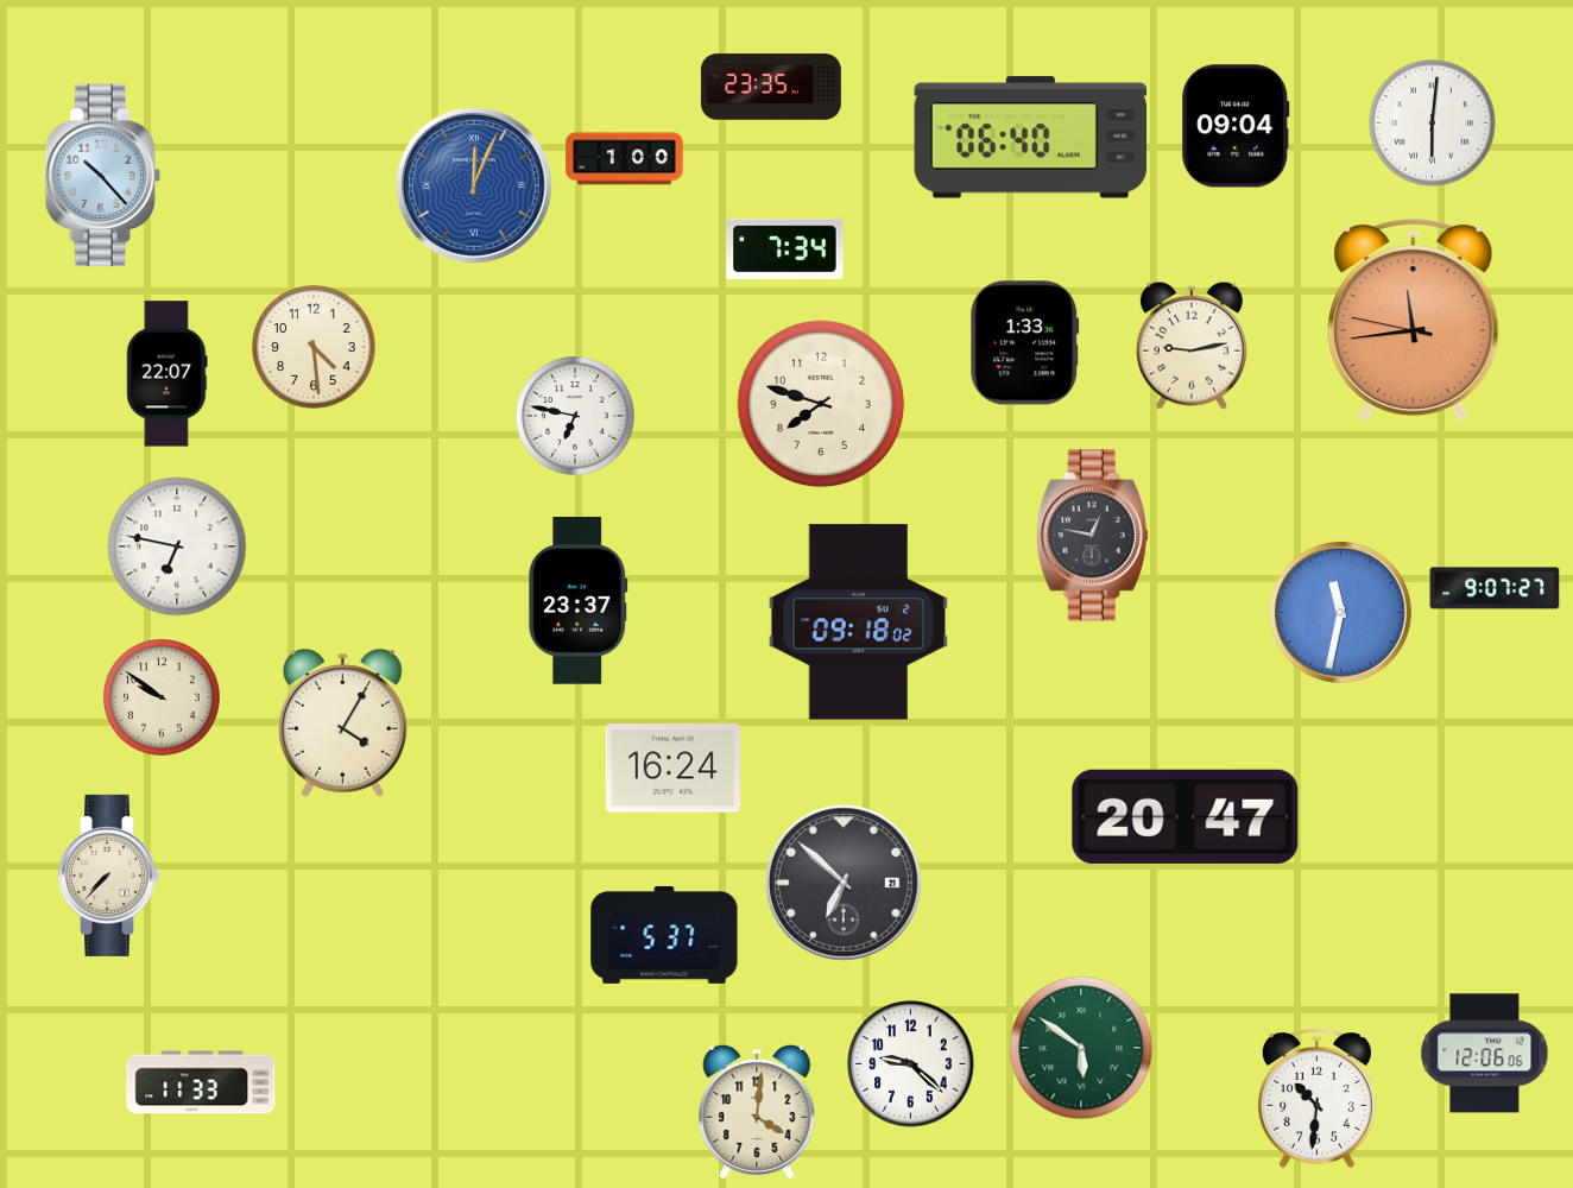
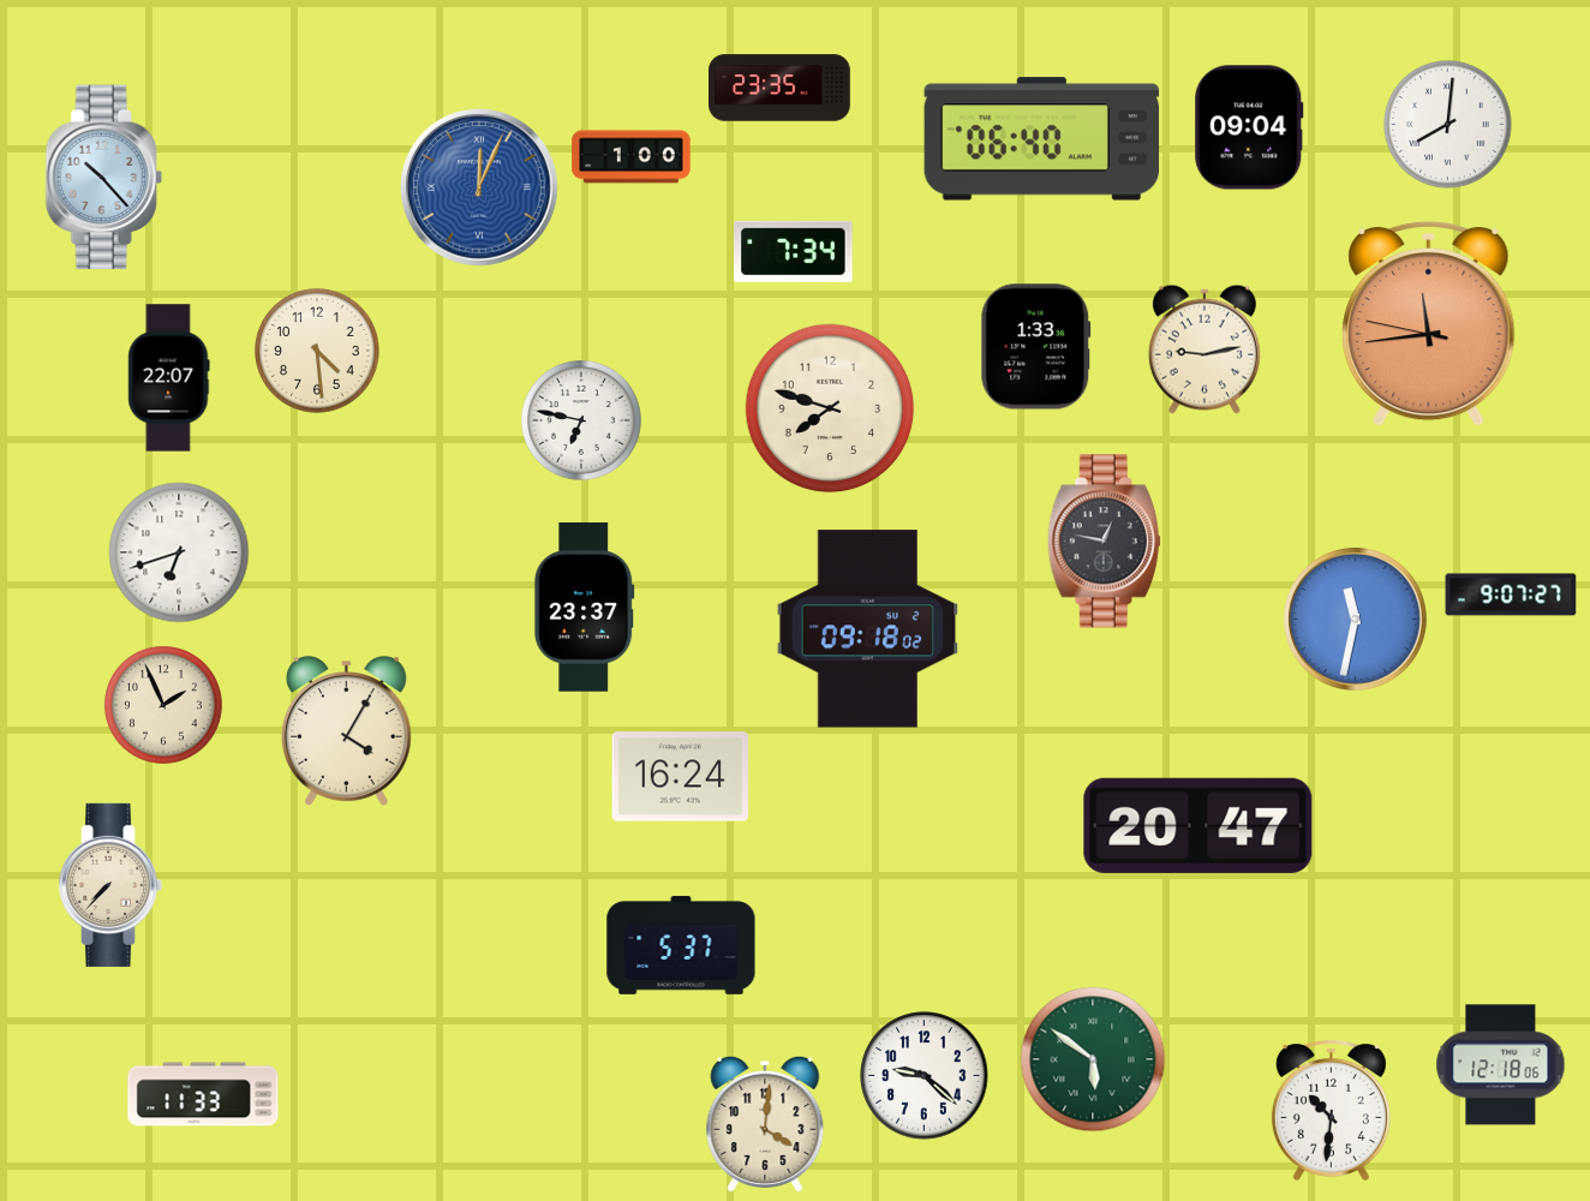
clock at (1433, 124): 6:01 -> 8:01
clock at (625, 159) position: (625, 159) -> (632, 157)
clock at (177, 546): 6:47 -> 6:42
clock at (163, 699): 9:51 -> 1:56
clock at (844, 883): 6:52 -> none
clock at (664, 935) position: (664, 935) -> (681, 945)
clock at (1485, 1054): 12:06 -> 12:18
clock at (911, 1064) position: (911, 1064) -> (925, 1076)
